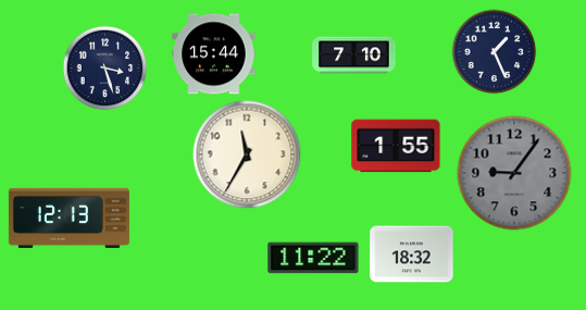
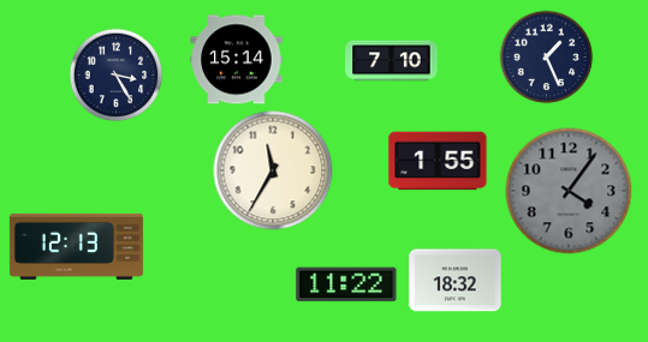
clock at (214, 54): 15:44 -> 15:14
clock at (104, 67): 3:27 -> 3:25
clock at (514, 173): 9:06 -> 4:06
clock at (68, 218) position: (68, 218) -> (76, 246)
